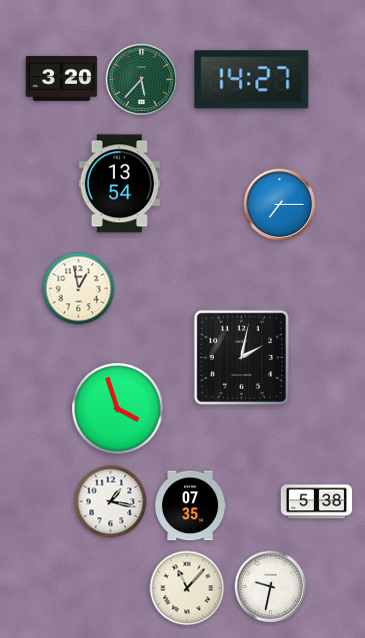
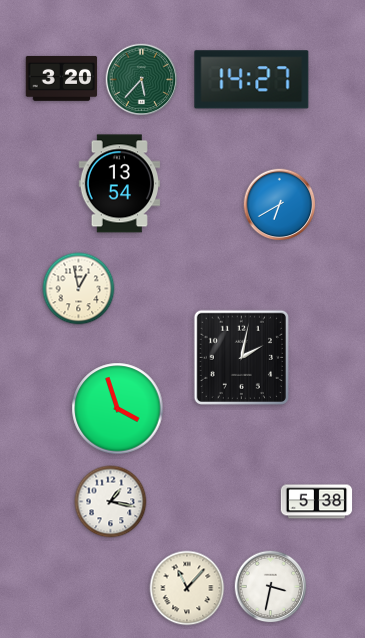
clock at (280, 205): 7:15 -> 6:40
clock at (191, 506): 07:35 -> none
clock at (271, 587): 9:32 -> 3:32
